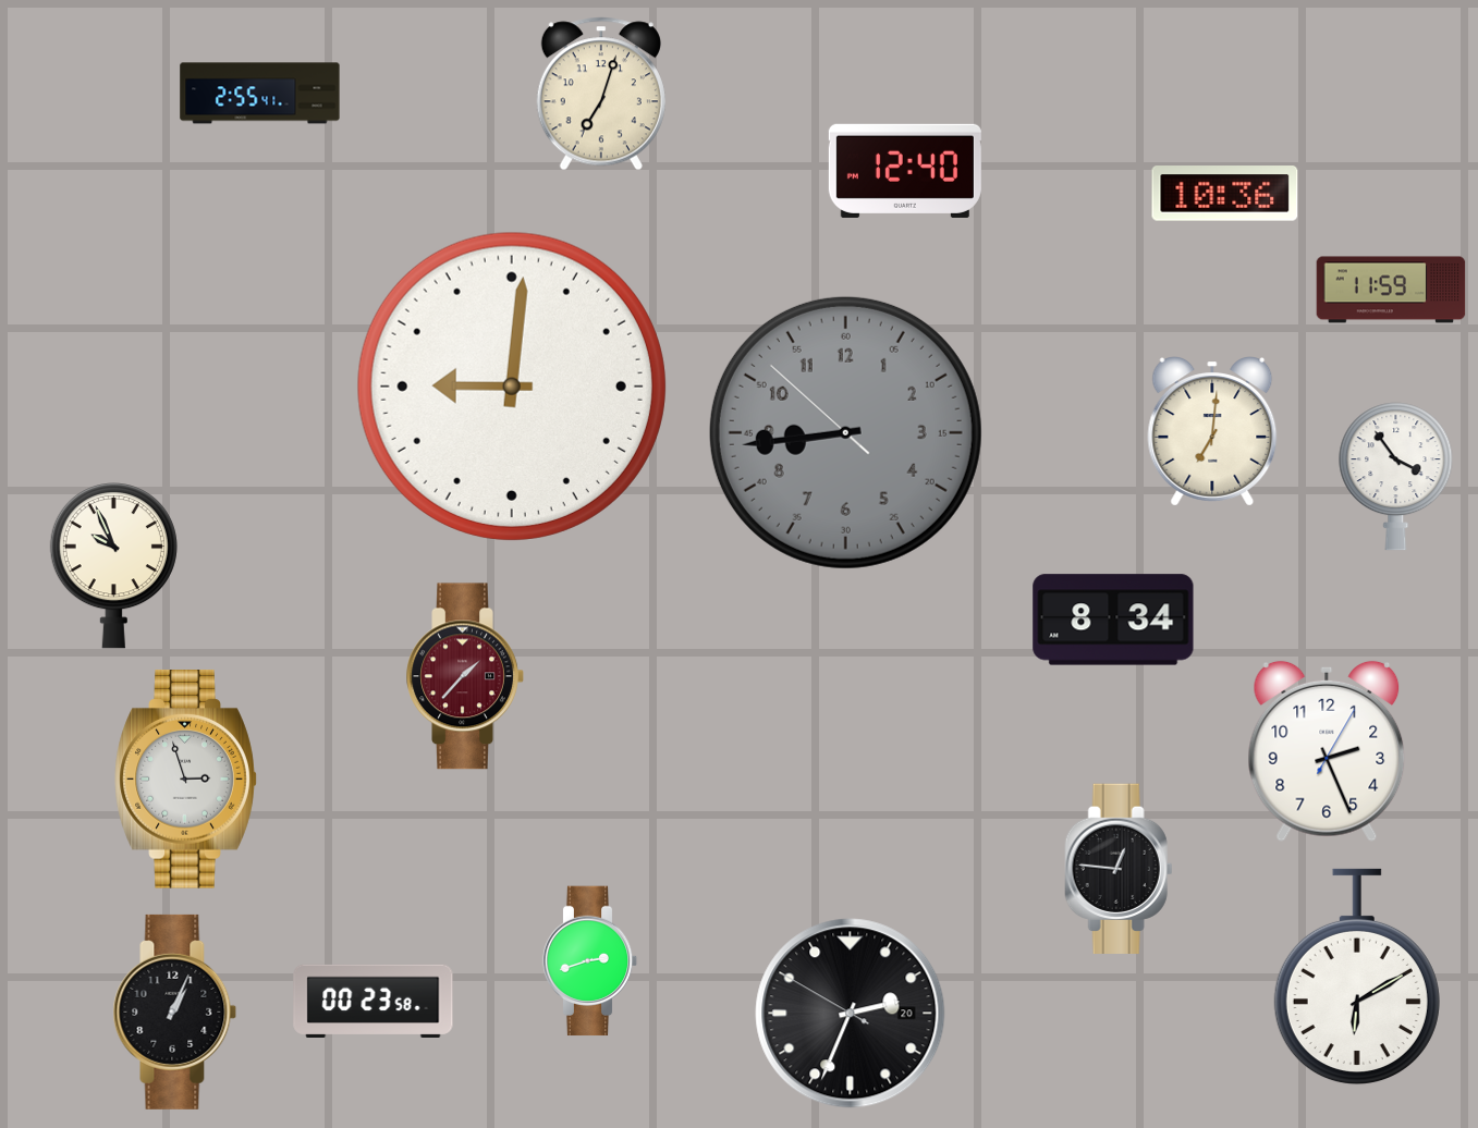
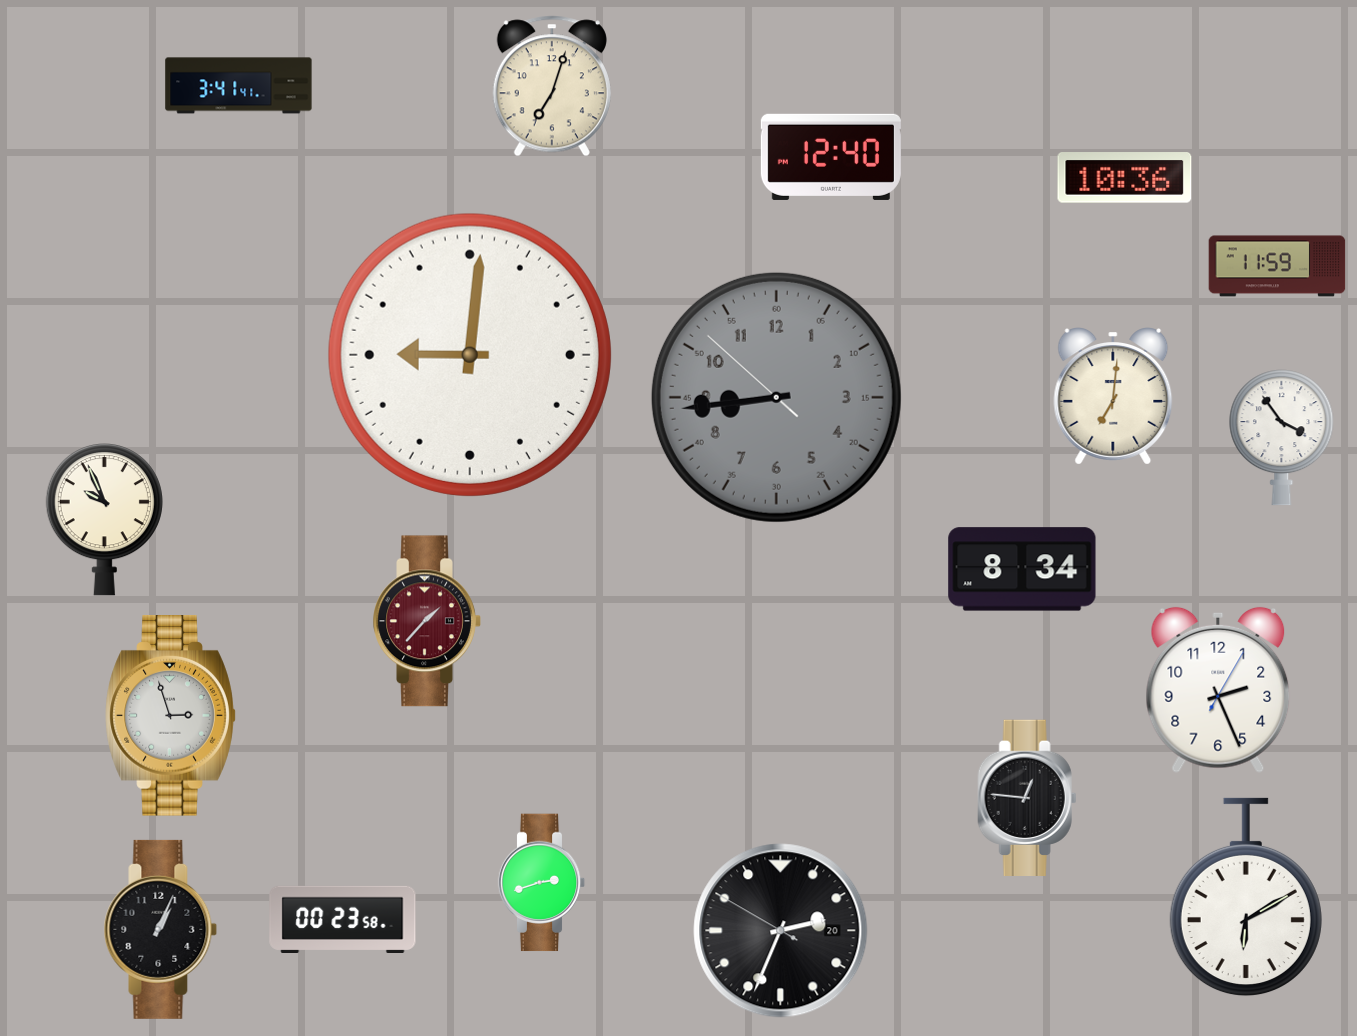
clock at (260, 94): 2:55 -> 3:41
